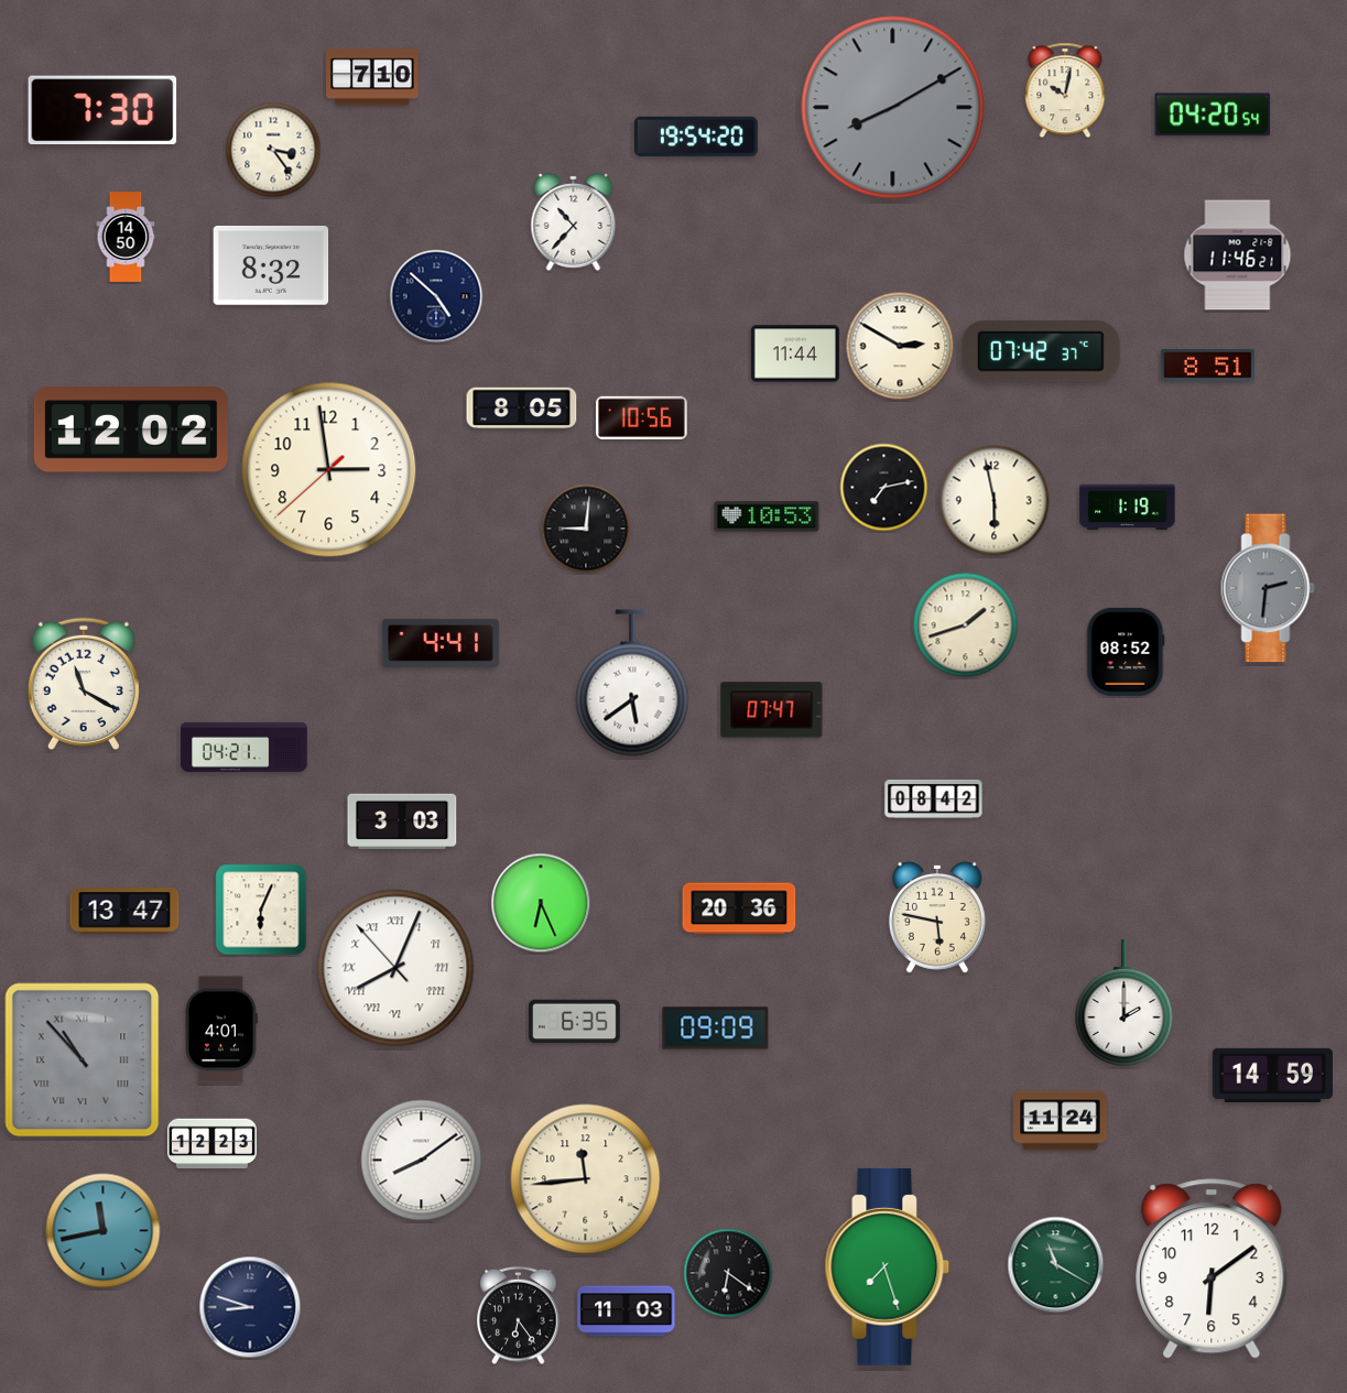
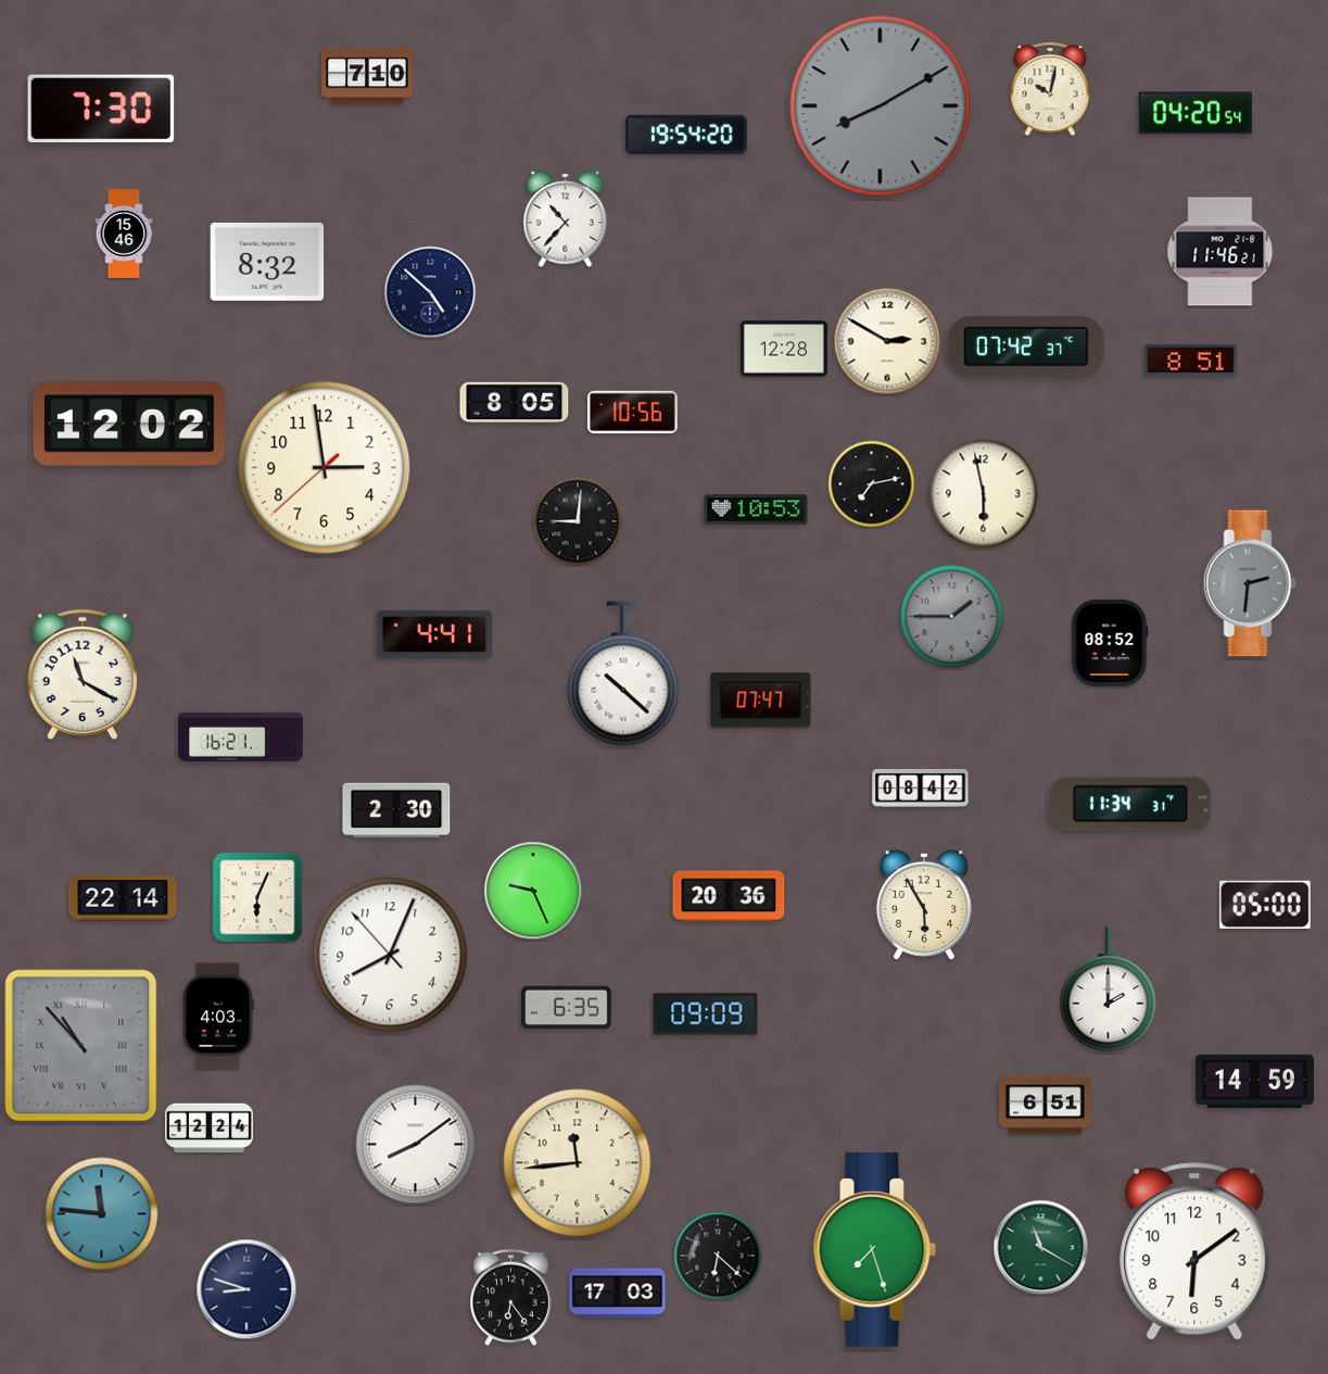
clock at (273, 150): 3:24 -> none
clock at (126, 237): 14:50 -> 15:46
clock at (795, 353): 11:44 -> 12:28
clock at (329, 470) position: (329, 470) -> (325, 468)
clock at (884, 488) position: (884, 488) -> (872, 484)
clock at (995, 501) position: (995, 501) -> (984, 494)
clock at (1128, 508): 1:19 -> none
clock at (1268, 588) position: (1268, 588) -> (1250, 583)
clock at (966, 625): 1:42 -> 1:45
clock at (966, 625) dial: cream -> grey
clock at (632, 683): 5:39 -> 10:22
clock at (245, 747): 04:21 -> 16:21
clock at (1130, 804): none -> 11:34
clock at (402, 821): 3:03 -> 2:30
clock at (541, 903): 6:26 -> 9:26
clock at (124, 911): 13:47 -> 22:14
clock at (937, 917): 5:47 -> 5:55
clock at (1265, 905): none -> 05:00
clock at (395, 968) numerals: Roman -> Arabic
clock at (221, 1030): 4:01 -> 4:03
clock at (1272, 1075) position: (1272, 1075) -> (1254, 1081)
clock at (1061, 1121): 11:24 -> 6:51
clock at (211, 1144): 12:23 -> 12:24
clock at (104, 1231): 11:43 -> 11:46
clock at (728, 1273): 6:21 -> 6:22
clock at (627, 1312): 11:03 -> 17:03
